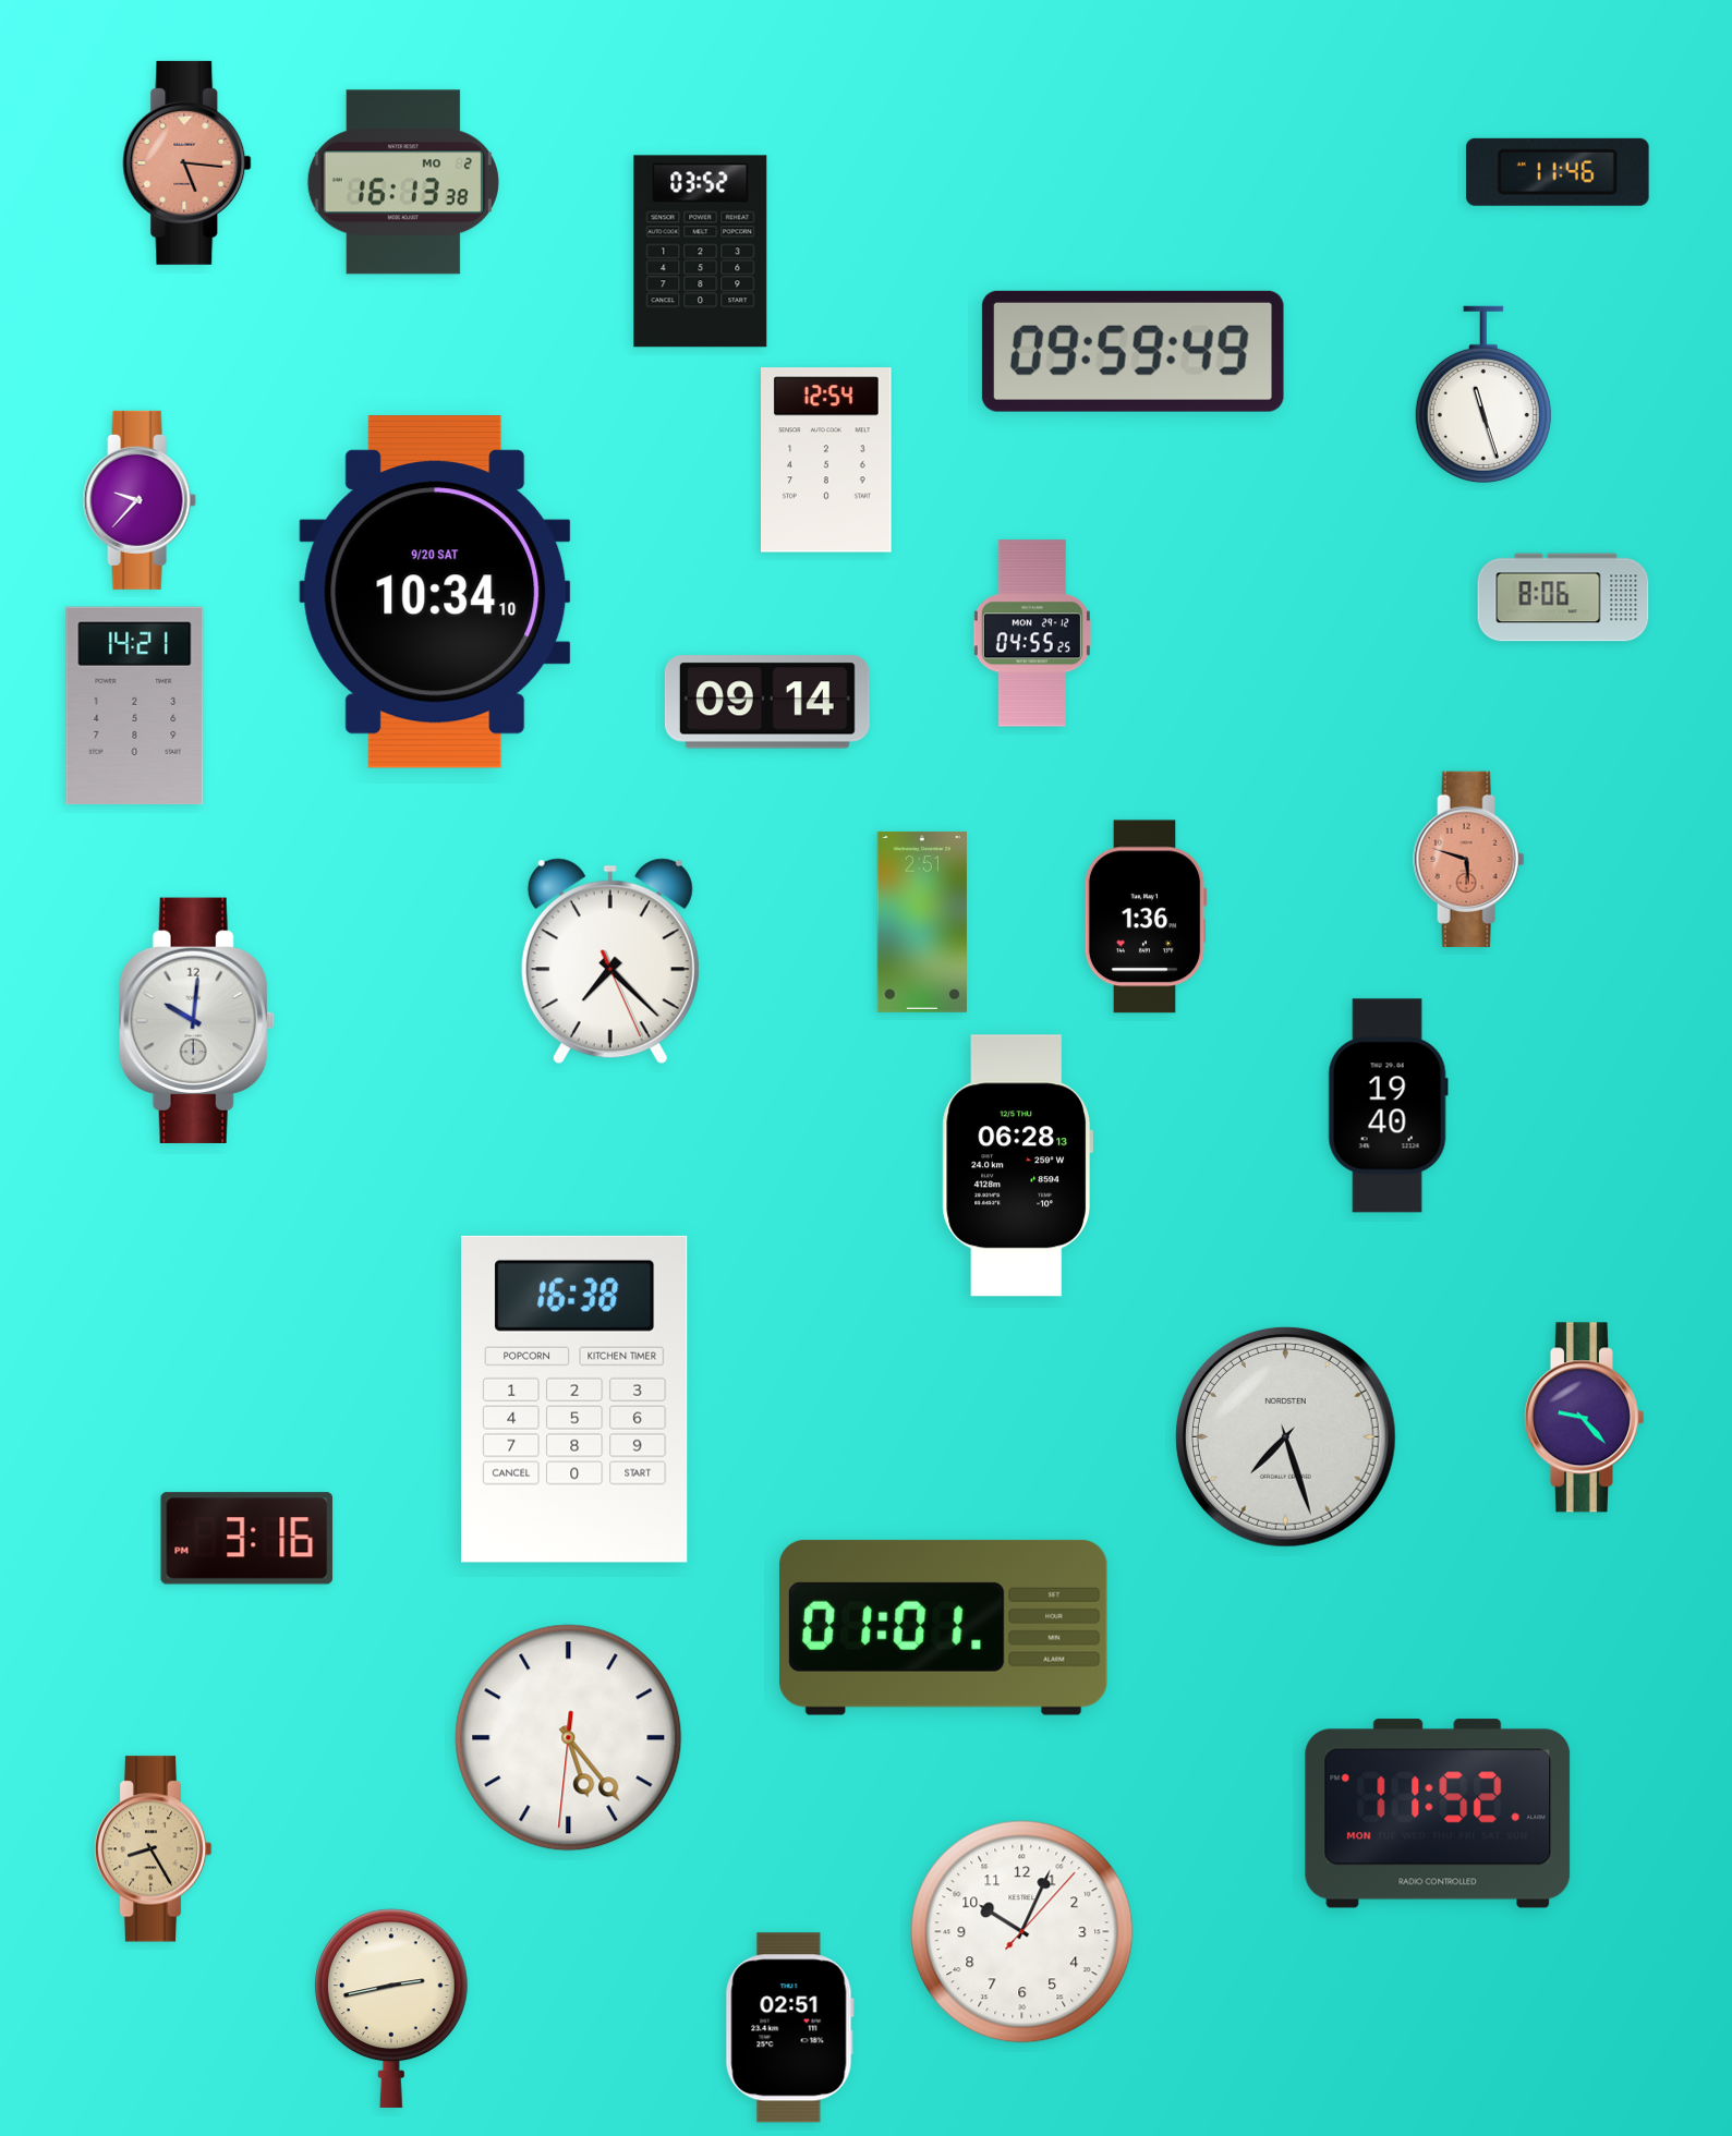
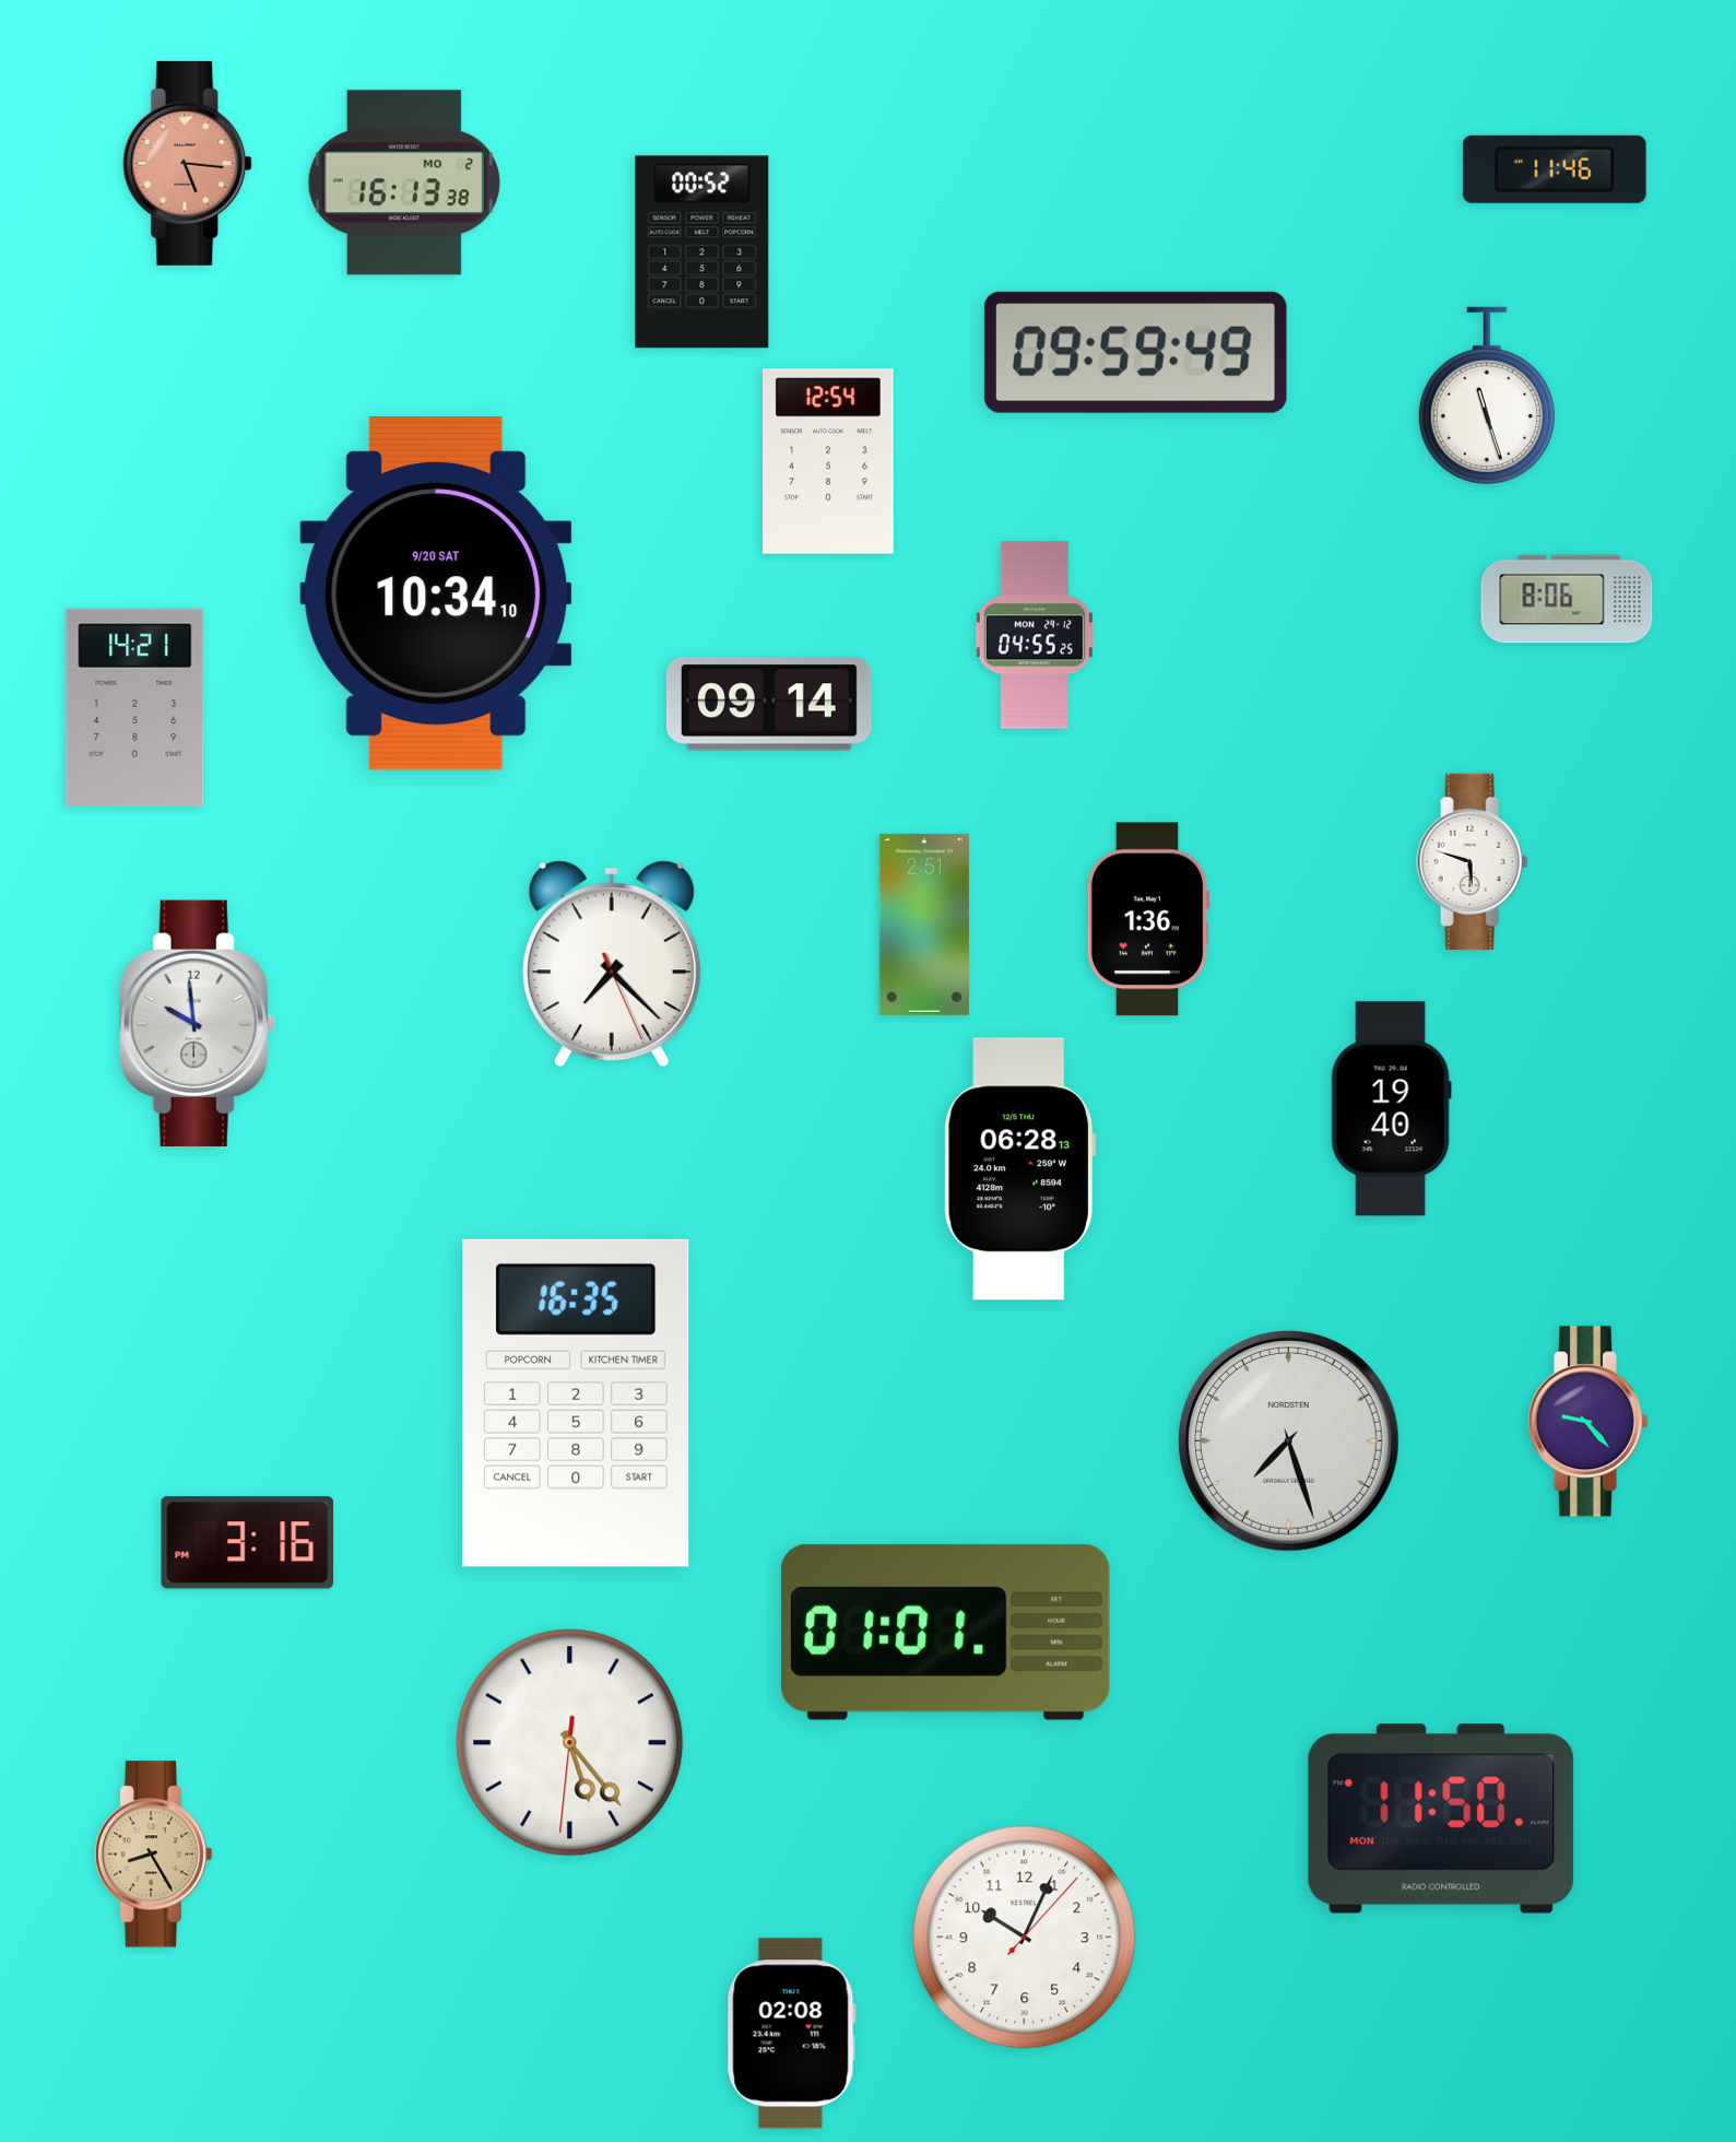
clock at (1558, 172) position: (1558, 172) -> (1555, 169)
clock at (701, 252): 03:52 -> 00:52
clock at (140, 500): 9:37 -> none
clock at (1469, 859) dial: salmon -> white
clock at (196, 1020): 10:01 -> 9:59
clock at (574, 1399): 16:38 -> 16:35
clock at (1438, 1813): 11:52 -> 11:50
clock at (391, 2008): 2:43 -> none
clock at (789, 2028): 02:51 -> 02:08
